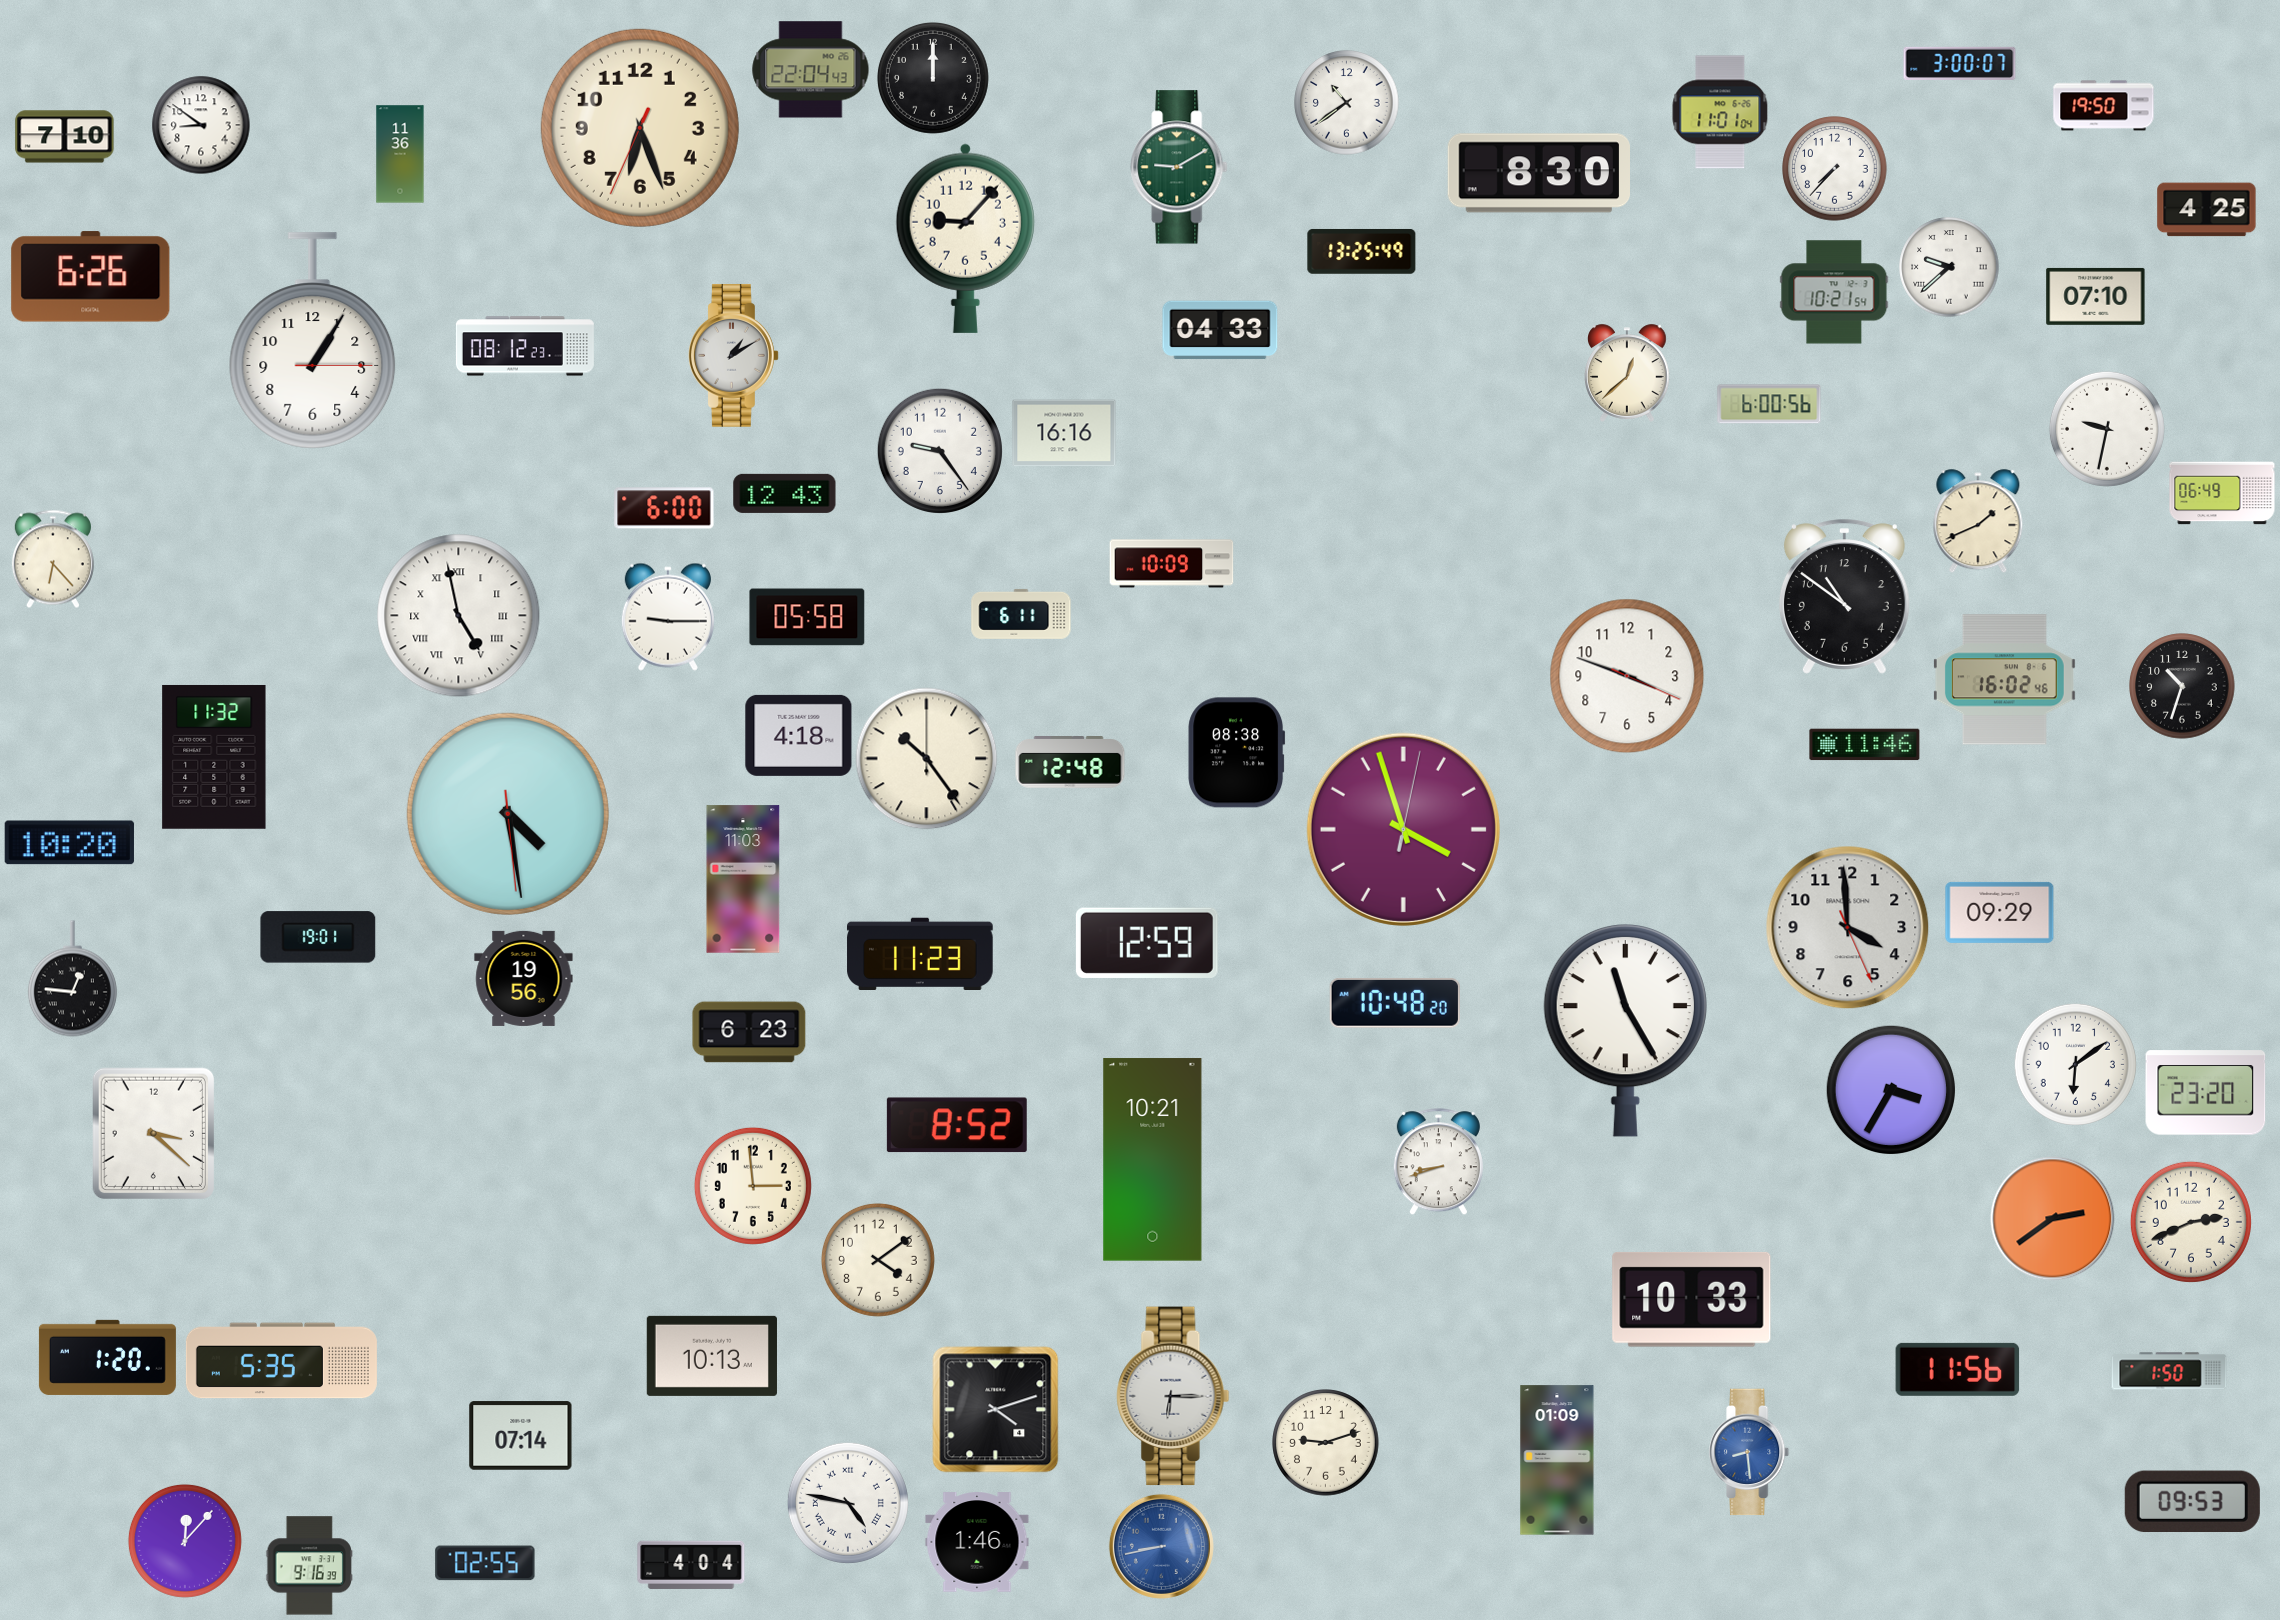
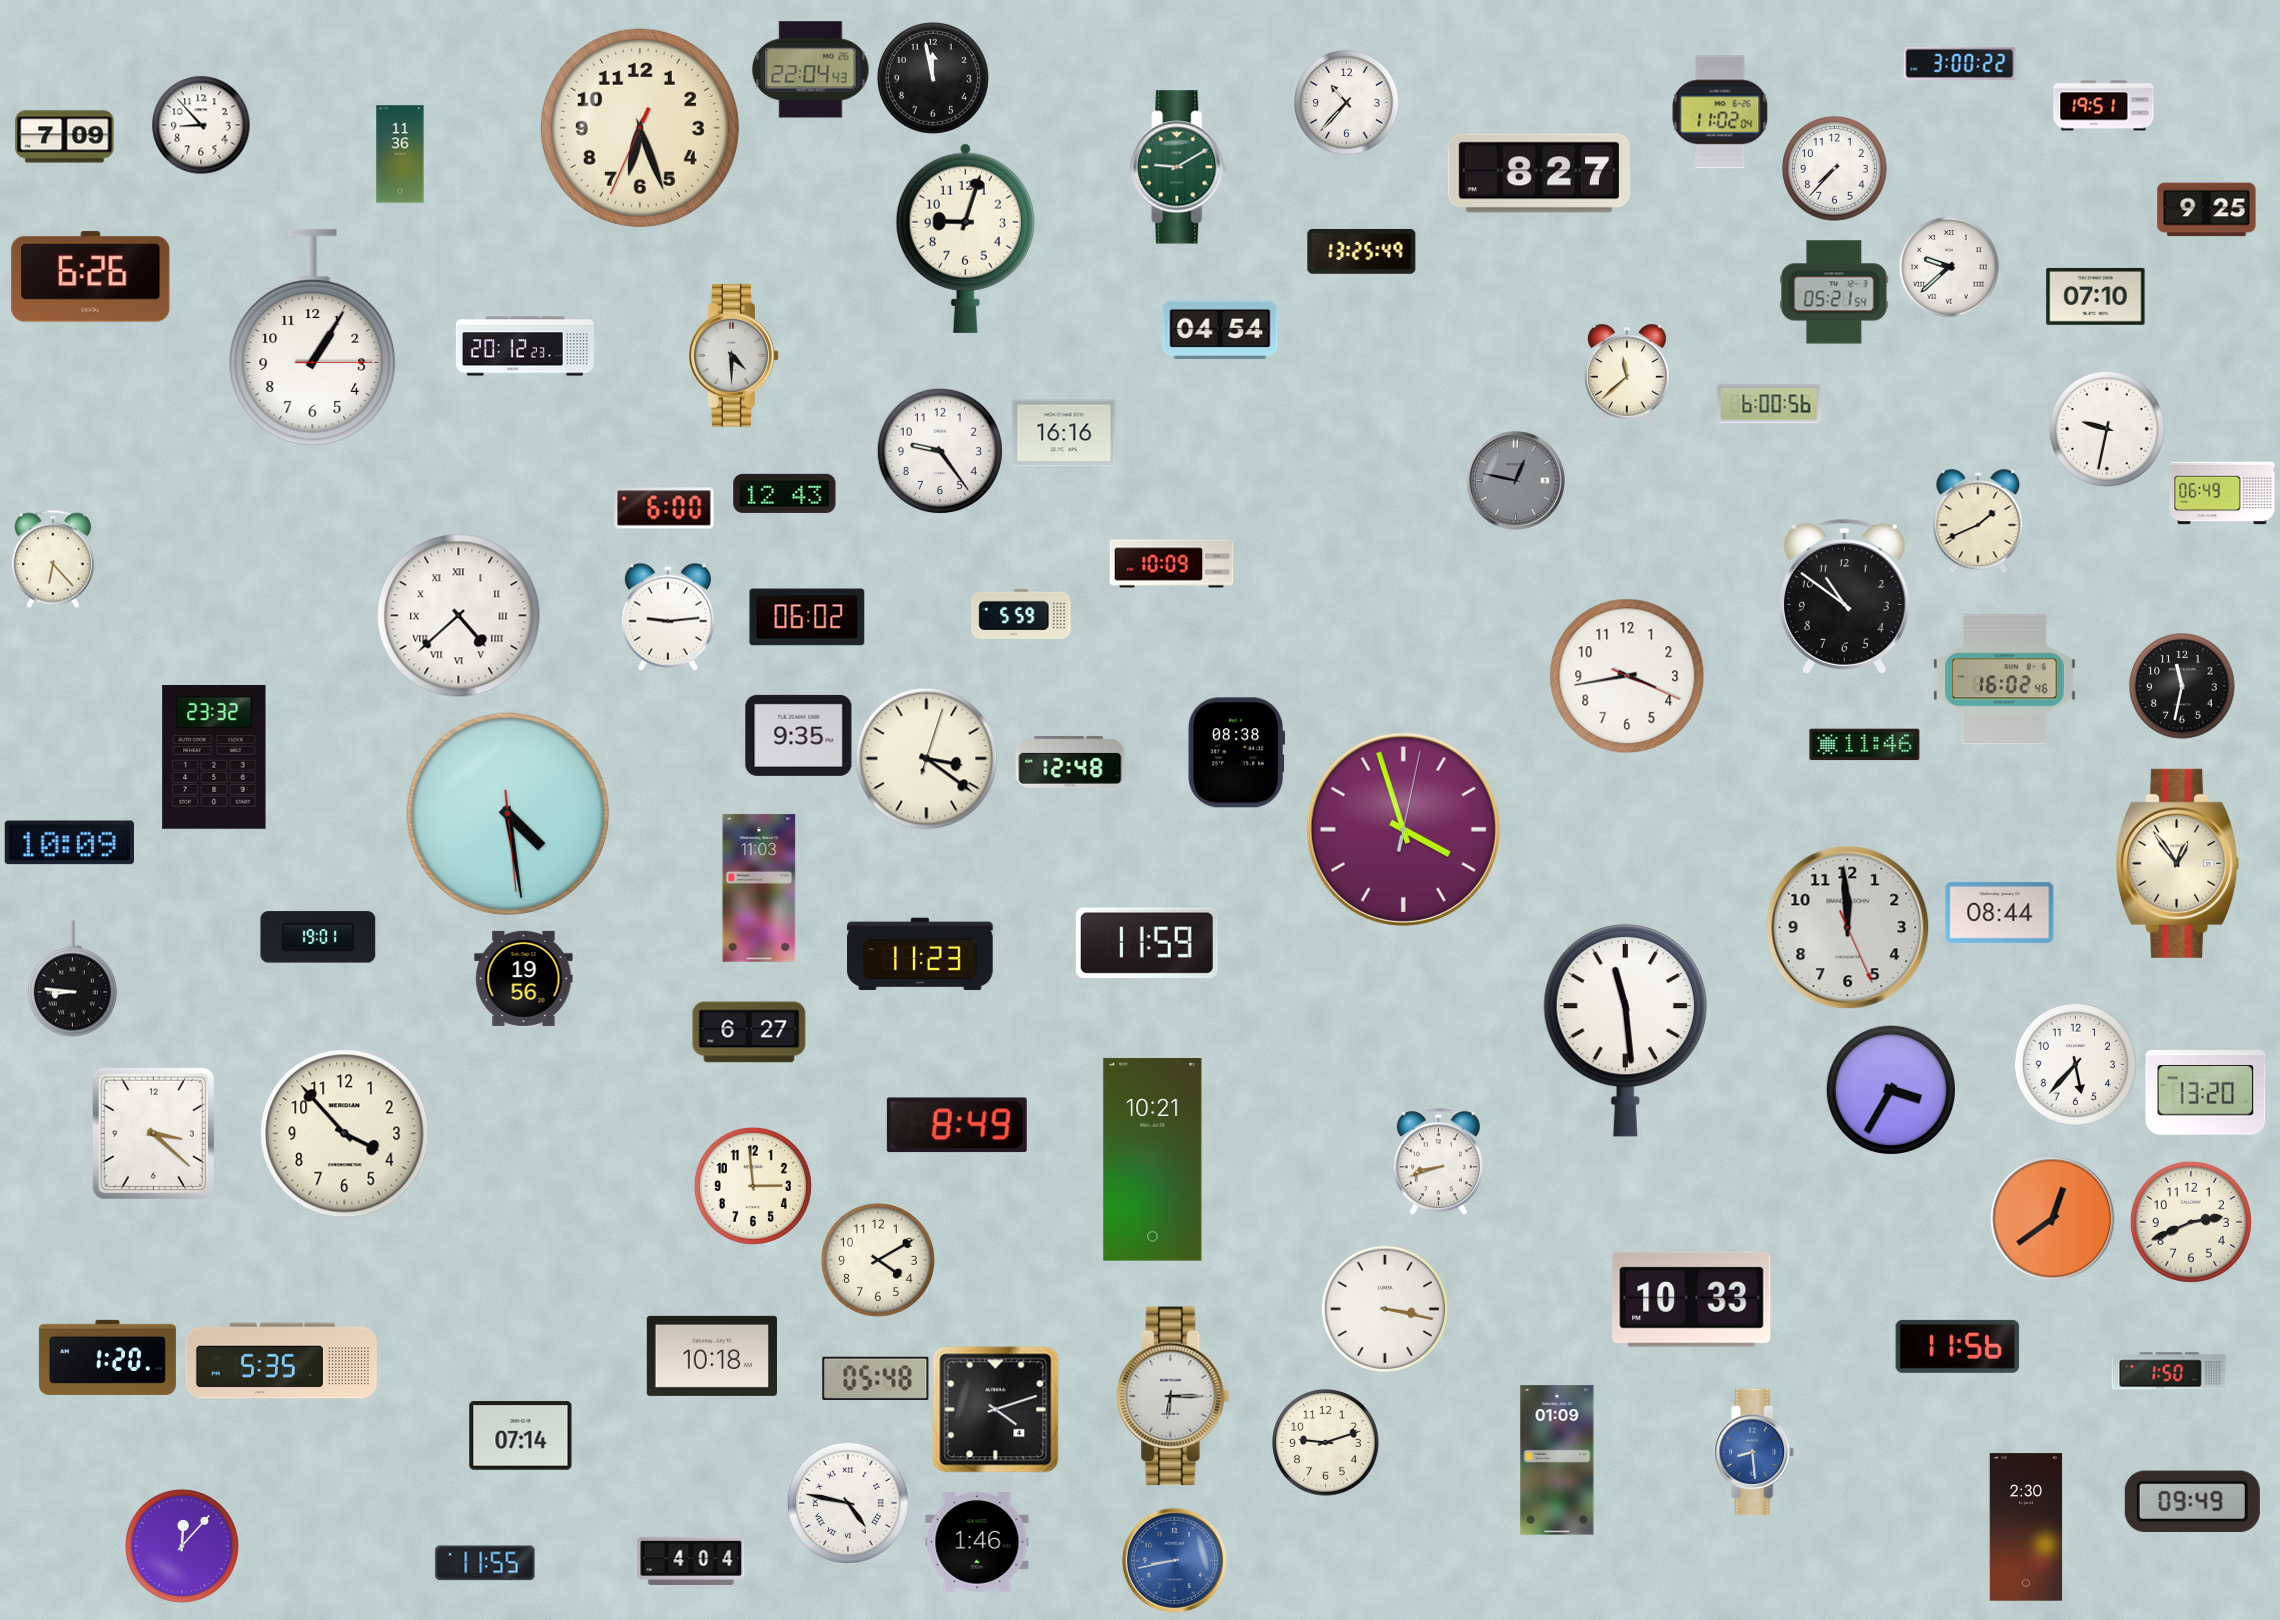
clock at (1960, 63): 3:00:07 -> 3:00:22
clock at (933, 78): 12:00 -> 11:58
clock at (1347, 103): 10:39 -> 10:37
clock at (2104, 106): 19:50 -> 19:51
clock at (1720, 112): 11:01 -> 11:02
clock at (201, 125): 8:51 -> 8:53
clock at (65, 137): 7:10 -> 7:09
clock at (1538, 173): 8:30 -> 8:27
clock at (2207, 210): 4:25 -> 9:25
clock at (965, 238): 9:07 -> 9:03
clock at (1834, 292): 10:21 -> 05:21
clock at (1220, 330): 04:33 -> 04:54
clock at (313, 341) position: (313, 341) -> (313, 338)
clock at (525, 346): 08:12 -> 20:12
clock at (733, 355): 1:10 -> 4:30
clock at (1627, 373): 12:38 -> 11:38
clock at (1516, 481): none -> 12:47
clock at (1021, 614): 6:11 -> 5:59
clock at (459, 616): 4:58 -> 4:38
clock at (668, 617): 9:15 -> 9:14
clock at (807, 617): 05:58 -> 06:02
clock at (1627, 676): 3:48 -> 3:43
clock at (2182, 686): 10:33 -> 11:32
clock at (799, 735): 4:18 -> 9:35
clock at (214, 757): 11:32 -> 23:32
clock at (927, 759): 10:24 -> 3:21
clock at (69, 843): 10:20 -> 10:09
clock at (2178, 863): none -> 12:54
clock at (743, 879) position: (743, 879) -> (759, 888)
clock at (2000, 912): 09:29 -> 08:44
clock at (1848, 928): 3:59 -> 11:59
clock at (1147, 943): 12:59 -> 11:59
clock at (72, 979): 12:46 -> 8:46
clock at (1395, 1003): 10:48 -> none
clock at (1625, 1030): 11:25 -> 11:29
clock at (749, 1032): 6:23 -> 6:27
clock at (2075, 1064): 6:09 -> 5:37
clock at (2206, 1093): 23:20 -> 13:20
clock at (957, 1125): 8:52 -> 8:49
clock at (345, 1134): none -> 3:53
clock at (2053, 1219): 2:39 -> 12:39
clock at (878, 1260): 4:09 -> 4:10
clock at (1385, 1309): none -> 3:17
clock at (712, 1356): 10:13 -> 10:18
clock at (1958, 1369) position: (1958, 1369) -> (1958, 1346)
clock at (876, 1378): none -> 05:48
clock at (1750, 1452) position: (1750, 1452) -> (1755, 1452)
clock at (2192, 1501): 09:53 -> 09:49
clock at (2026, 1527): none -> 2:30
clock at (185, 1541) position: (185, 1541) -> (182, 1546)
clock at (1161, 1546) position: (1161, 1546) -> (1174, 1560)
clock at (485, 1563): 02:55 -> 11:55
clock at (691, 1565) position: (691, 1565) -> (691, 1561)
clock at (309, 1566): 9:16 -> none
